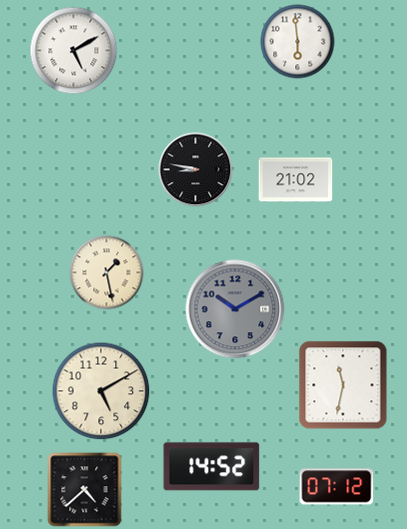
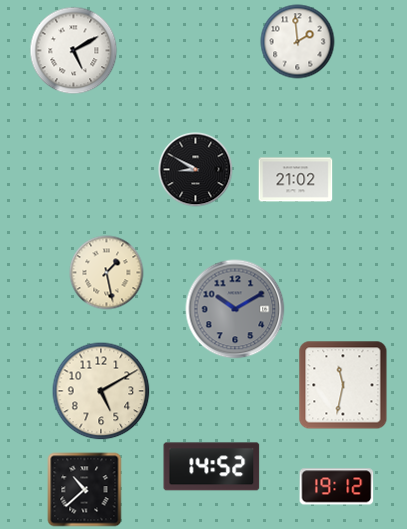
clock at (298, 42): 5:59 -> 1:59
clock at (196, 170): 8:47 -> 8:50
clock at (337, 487): 07:12 -> 19:12
clock at (85, 490): 4:38 -> 10:38
